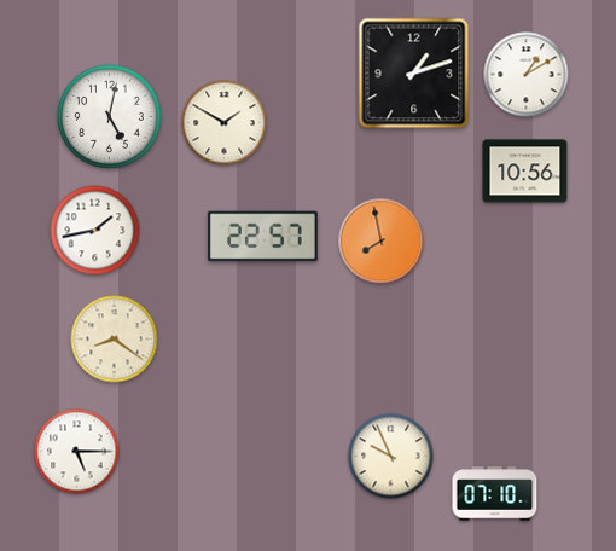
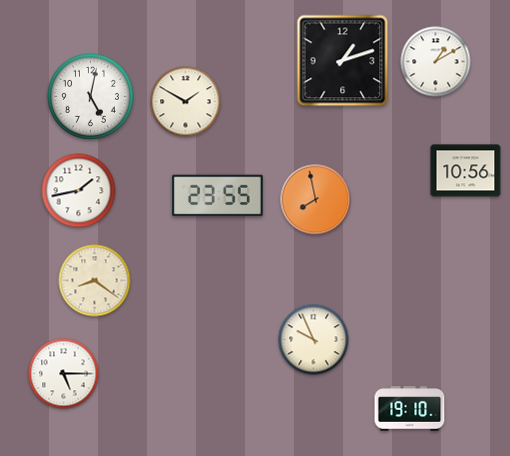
clock at (525, 172) position: (525, 172) -> (466, 171)
clock at (263, 237): 22:57 -> 23:55
clock at (391, 457) position: (391, 457) -> (314, 340)
clock at (495, 494): 07:10 -> 19:10
